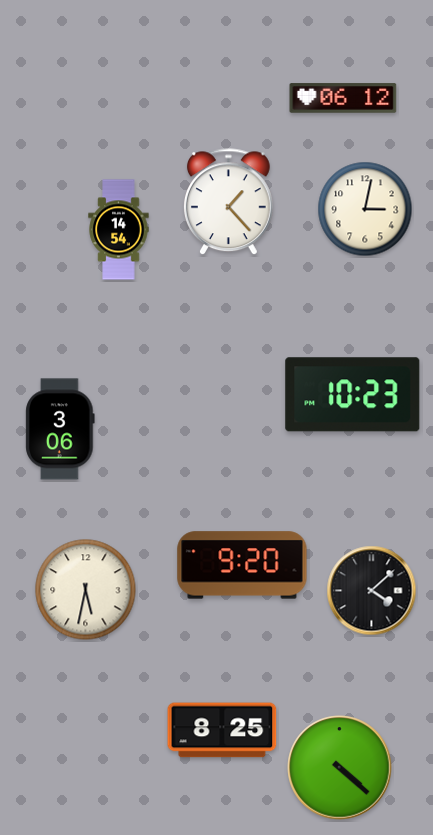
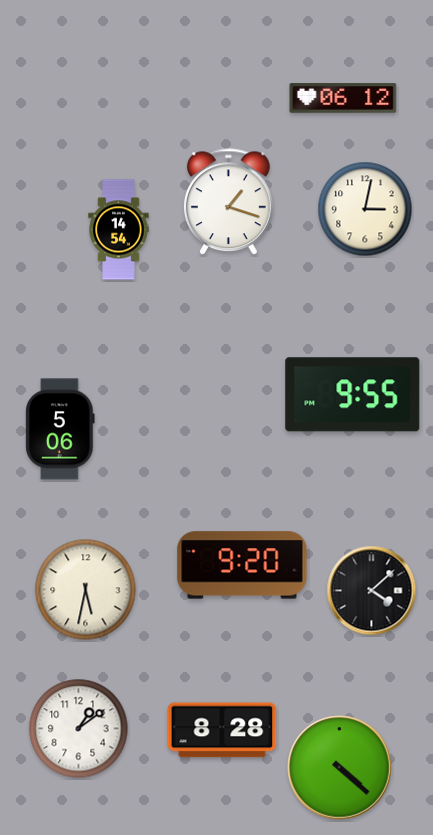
clock at (228, 202): 1:23 -> 1:18
clock at (353, 395): 10:23 -> 9:55
clock at (60, 429): 3:06 -> 5:06
clock at (79, 729): none -> 1:09
clock at (222, 730): 8:25 -> 8:28
